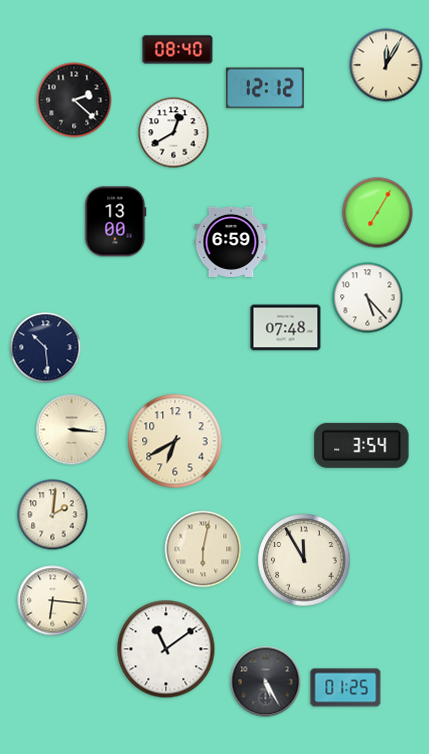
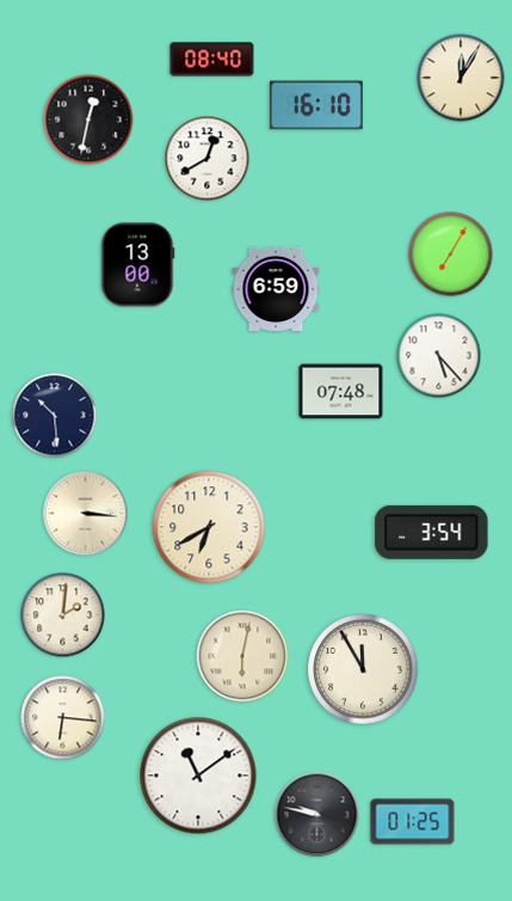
clock at (265, 88): 12:12 -> 16:10
clock at (74, 100): 2:22 -> 12:32
clock at (266, 682): 5:25 -> 9:47
